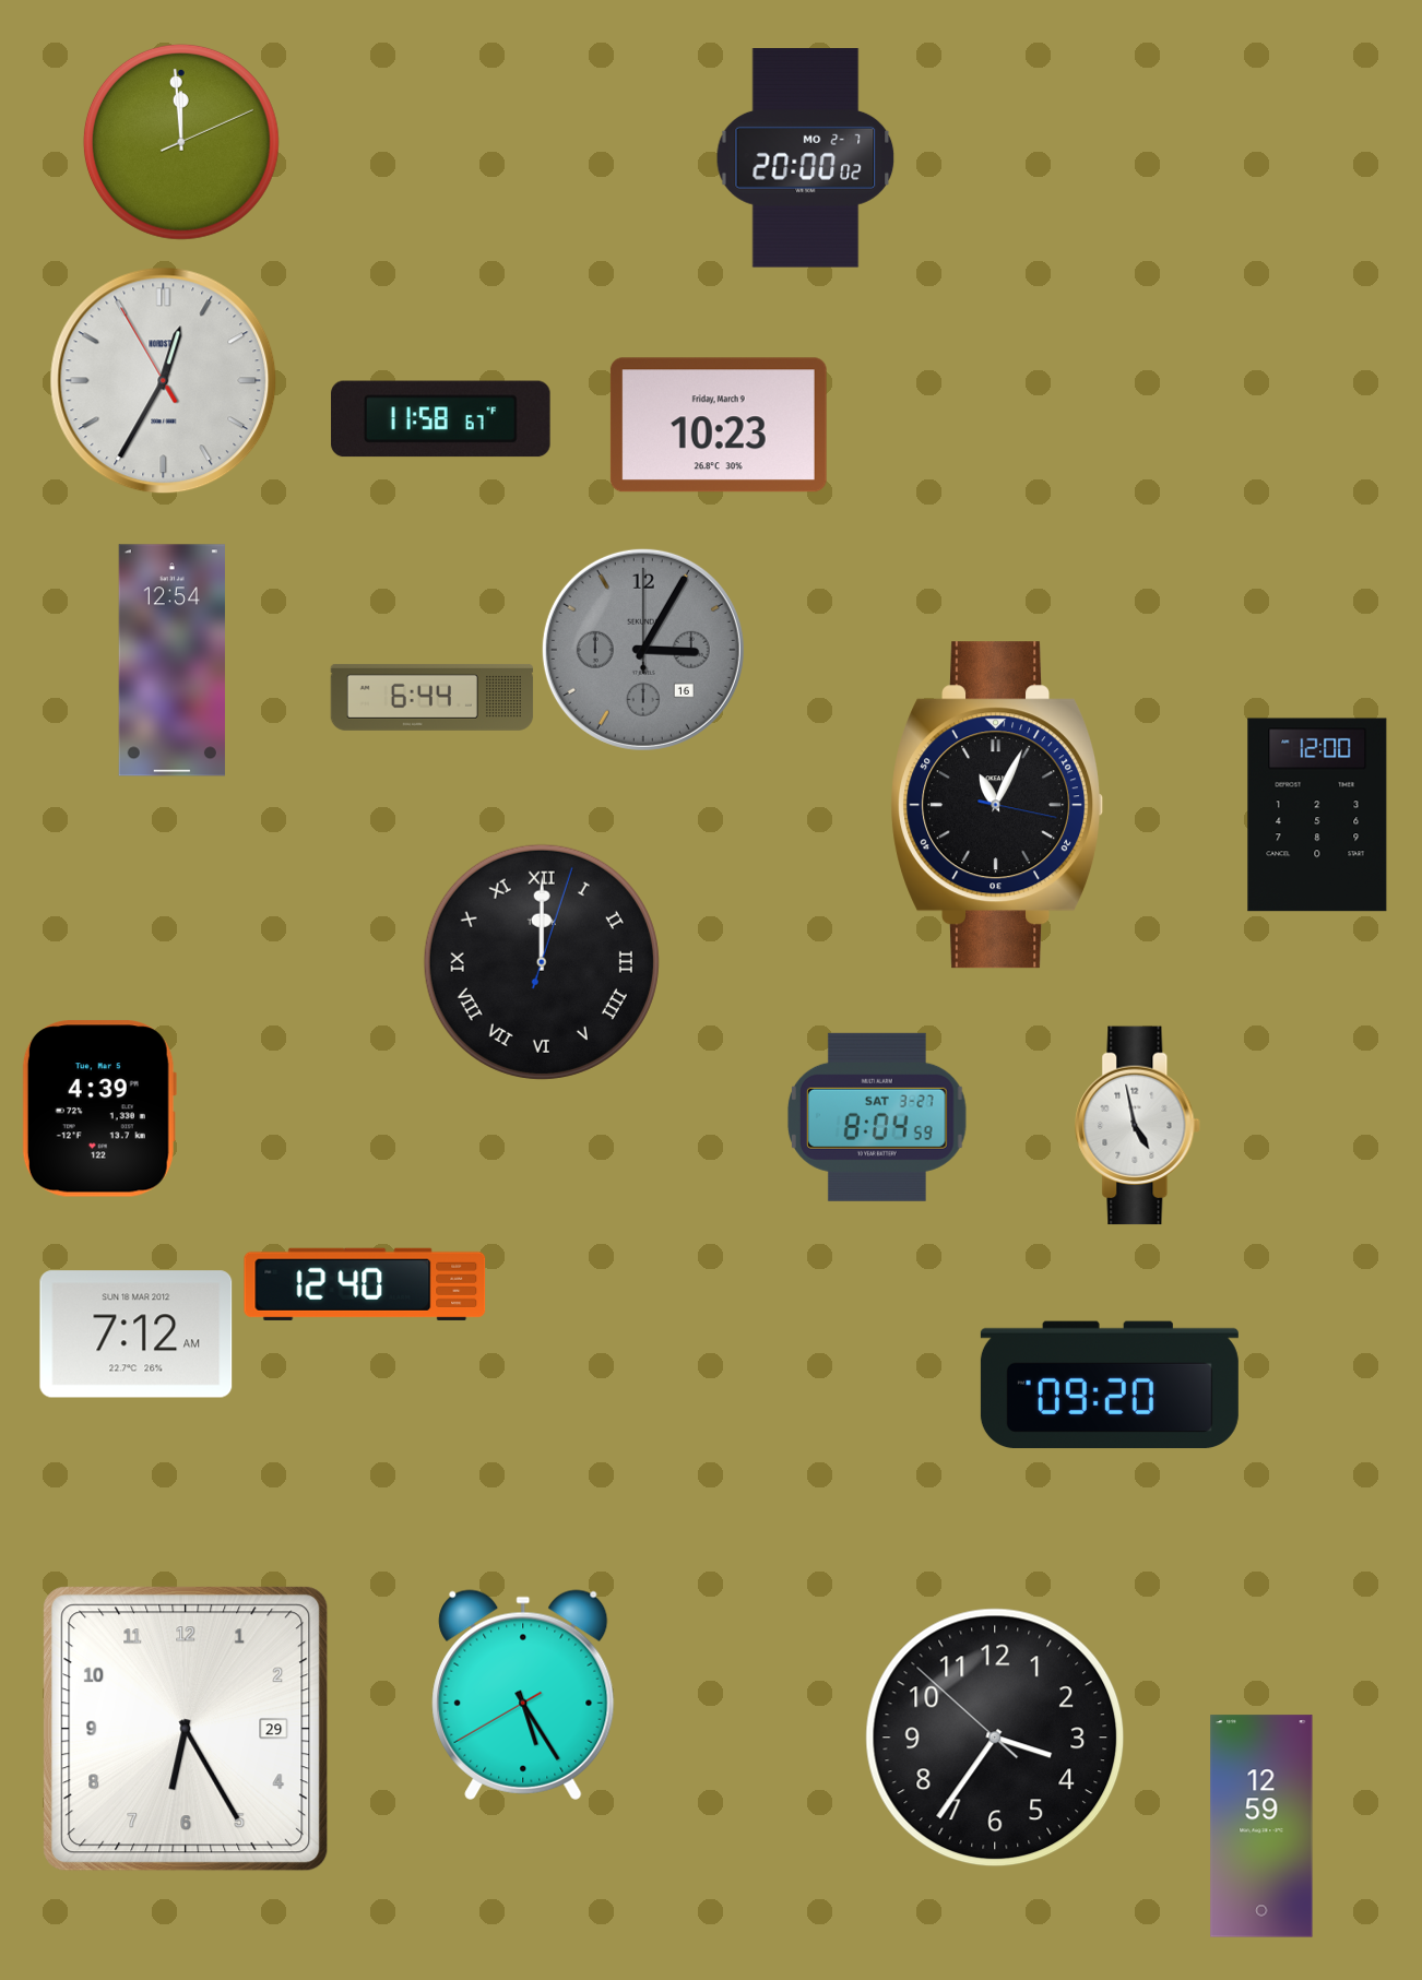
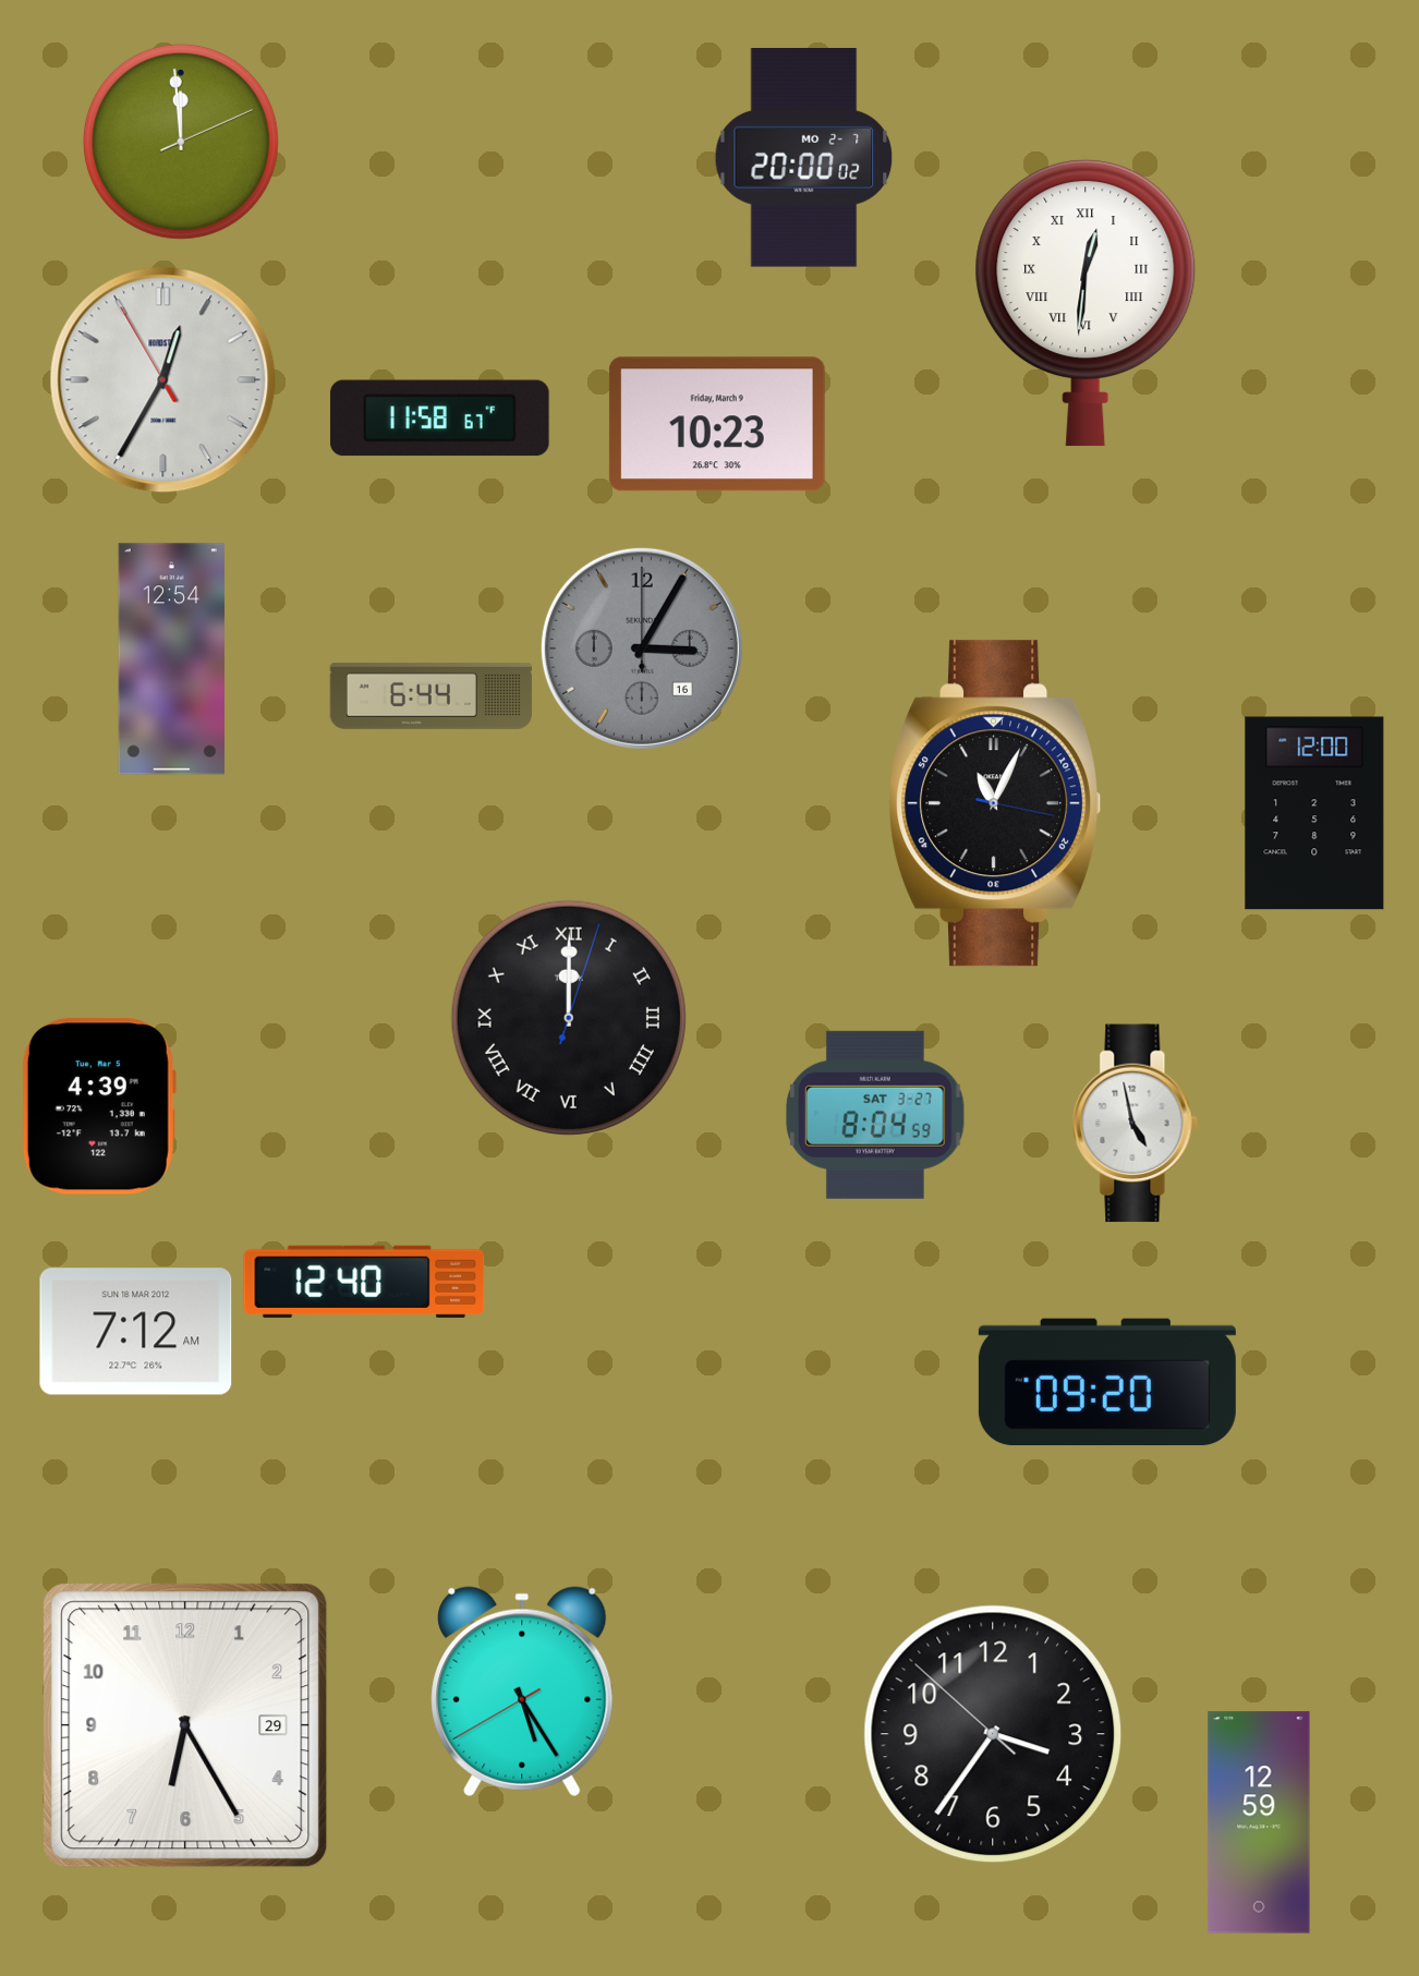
clock at (1086, 303): none -> 12:31
clock at (542, 962) position: (542, 962) -> (569, 1018)
